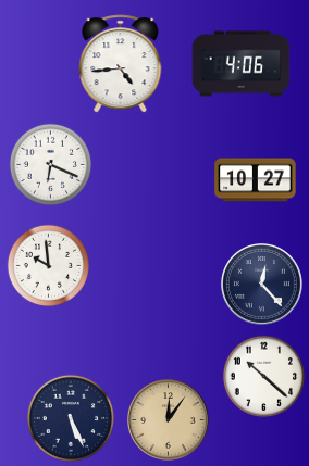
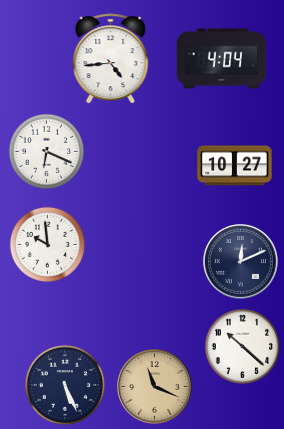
clock at (242, 64): 4:06 -> 4:04
clock at (48, 265) position: (48, 265) -> (47, 244)
clock at (262, 285): 12:23 -> 12:11
clock at (169, 420): 12:06 -> 11:19
